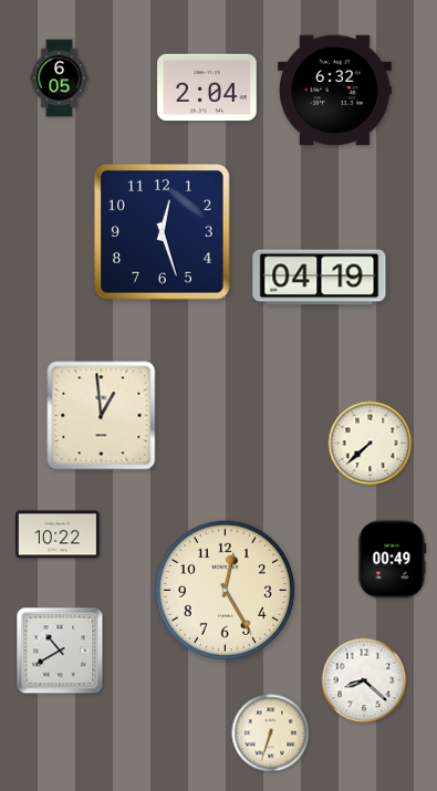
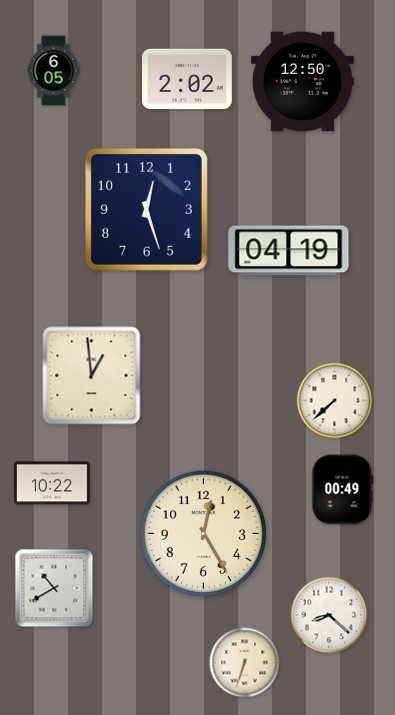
clock at (207, 87): 2:04 -> 2:02
clock at (335, 91): 6:32 -> 12:50
clock at (393, 560) position: (393, 560) -> (343, 490)
